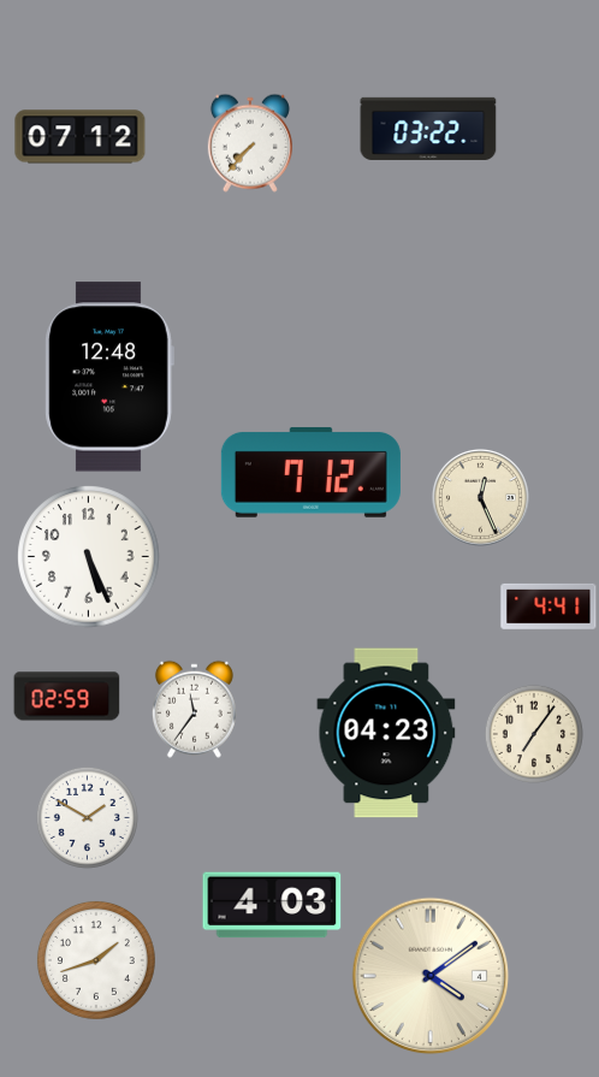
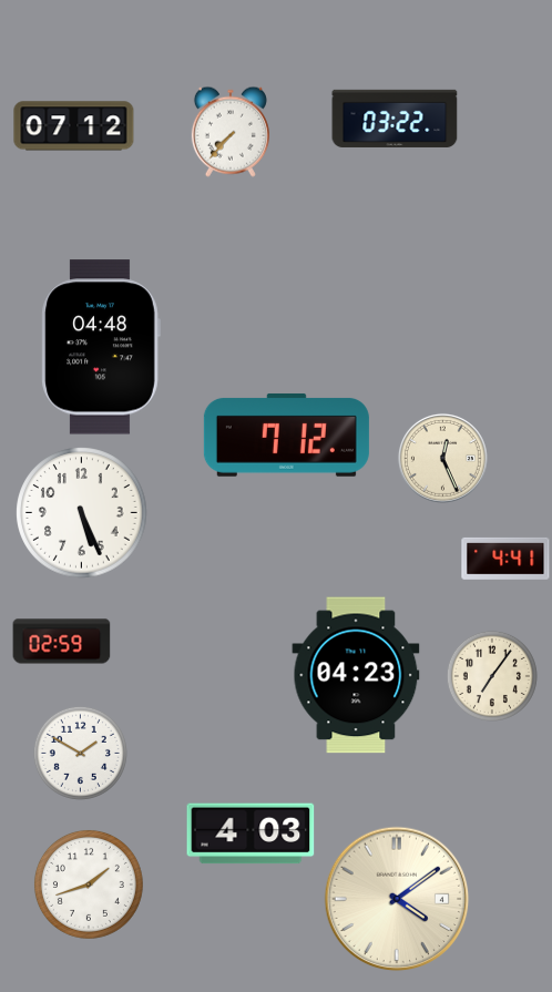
clock at (109, 377): 12:48 -> 04:48
clock at (194, 709): 11:36 -> none
